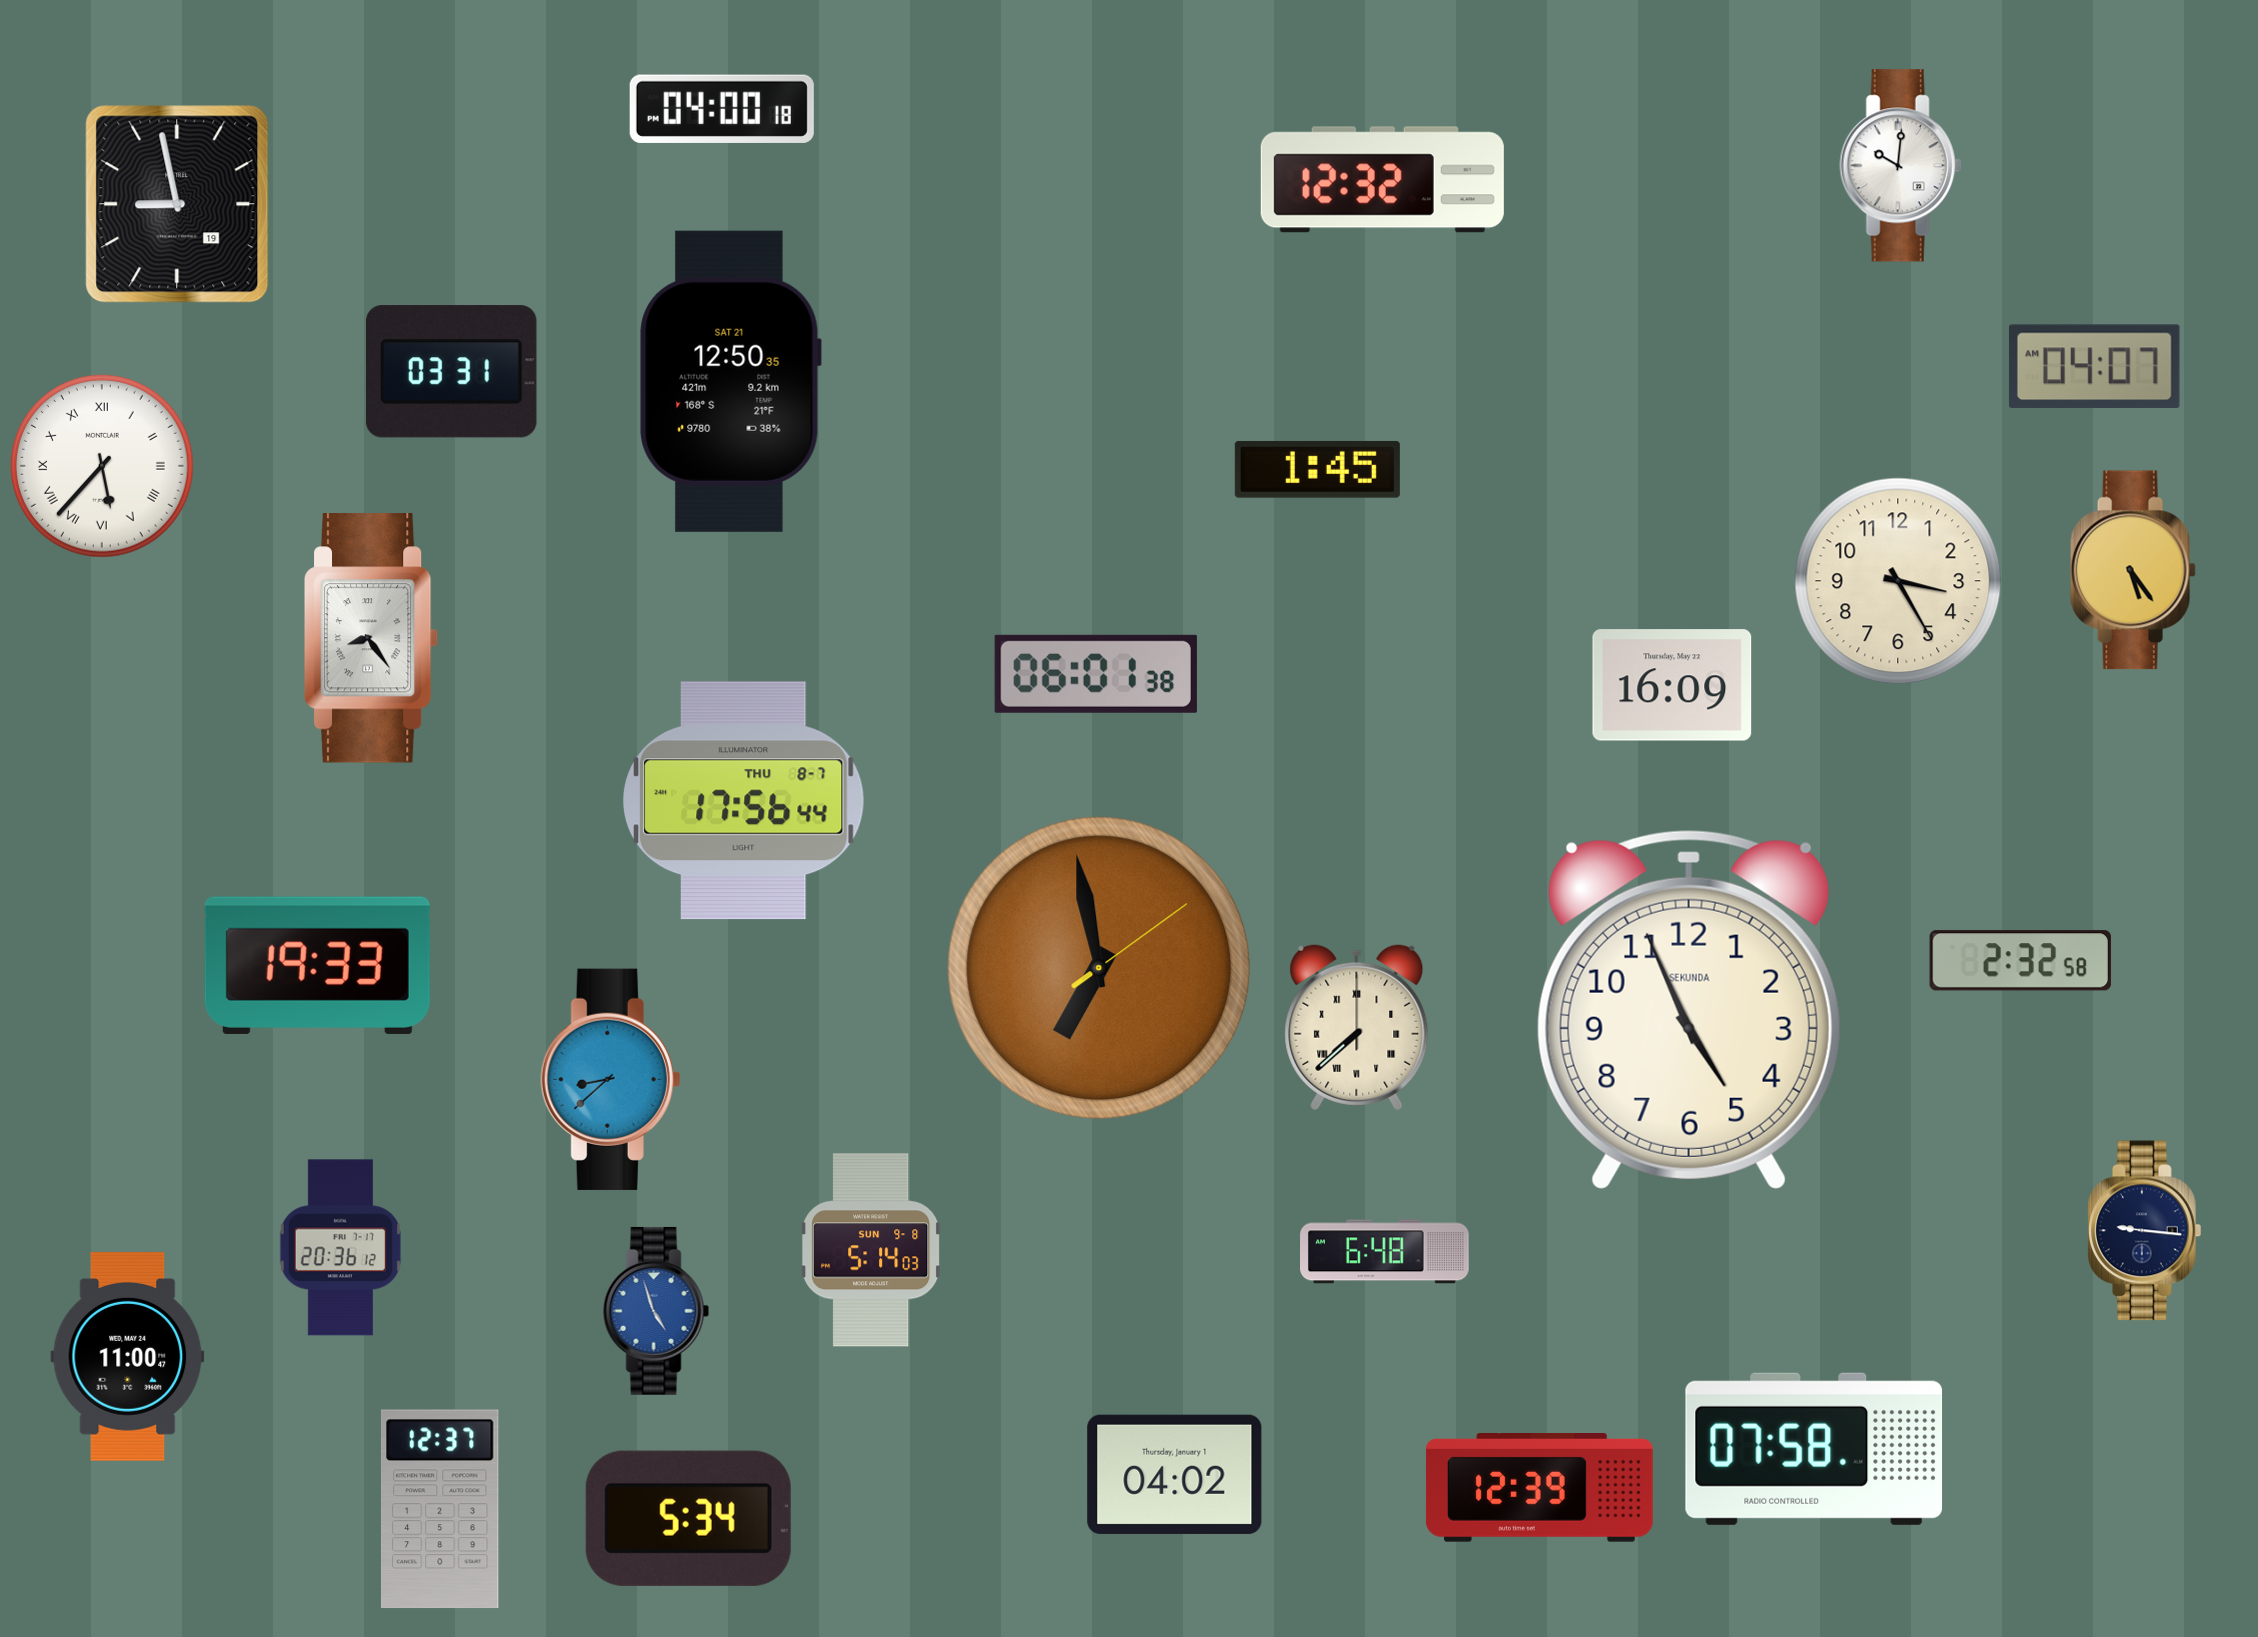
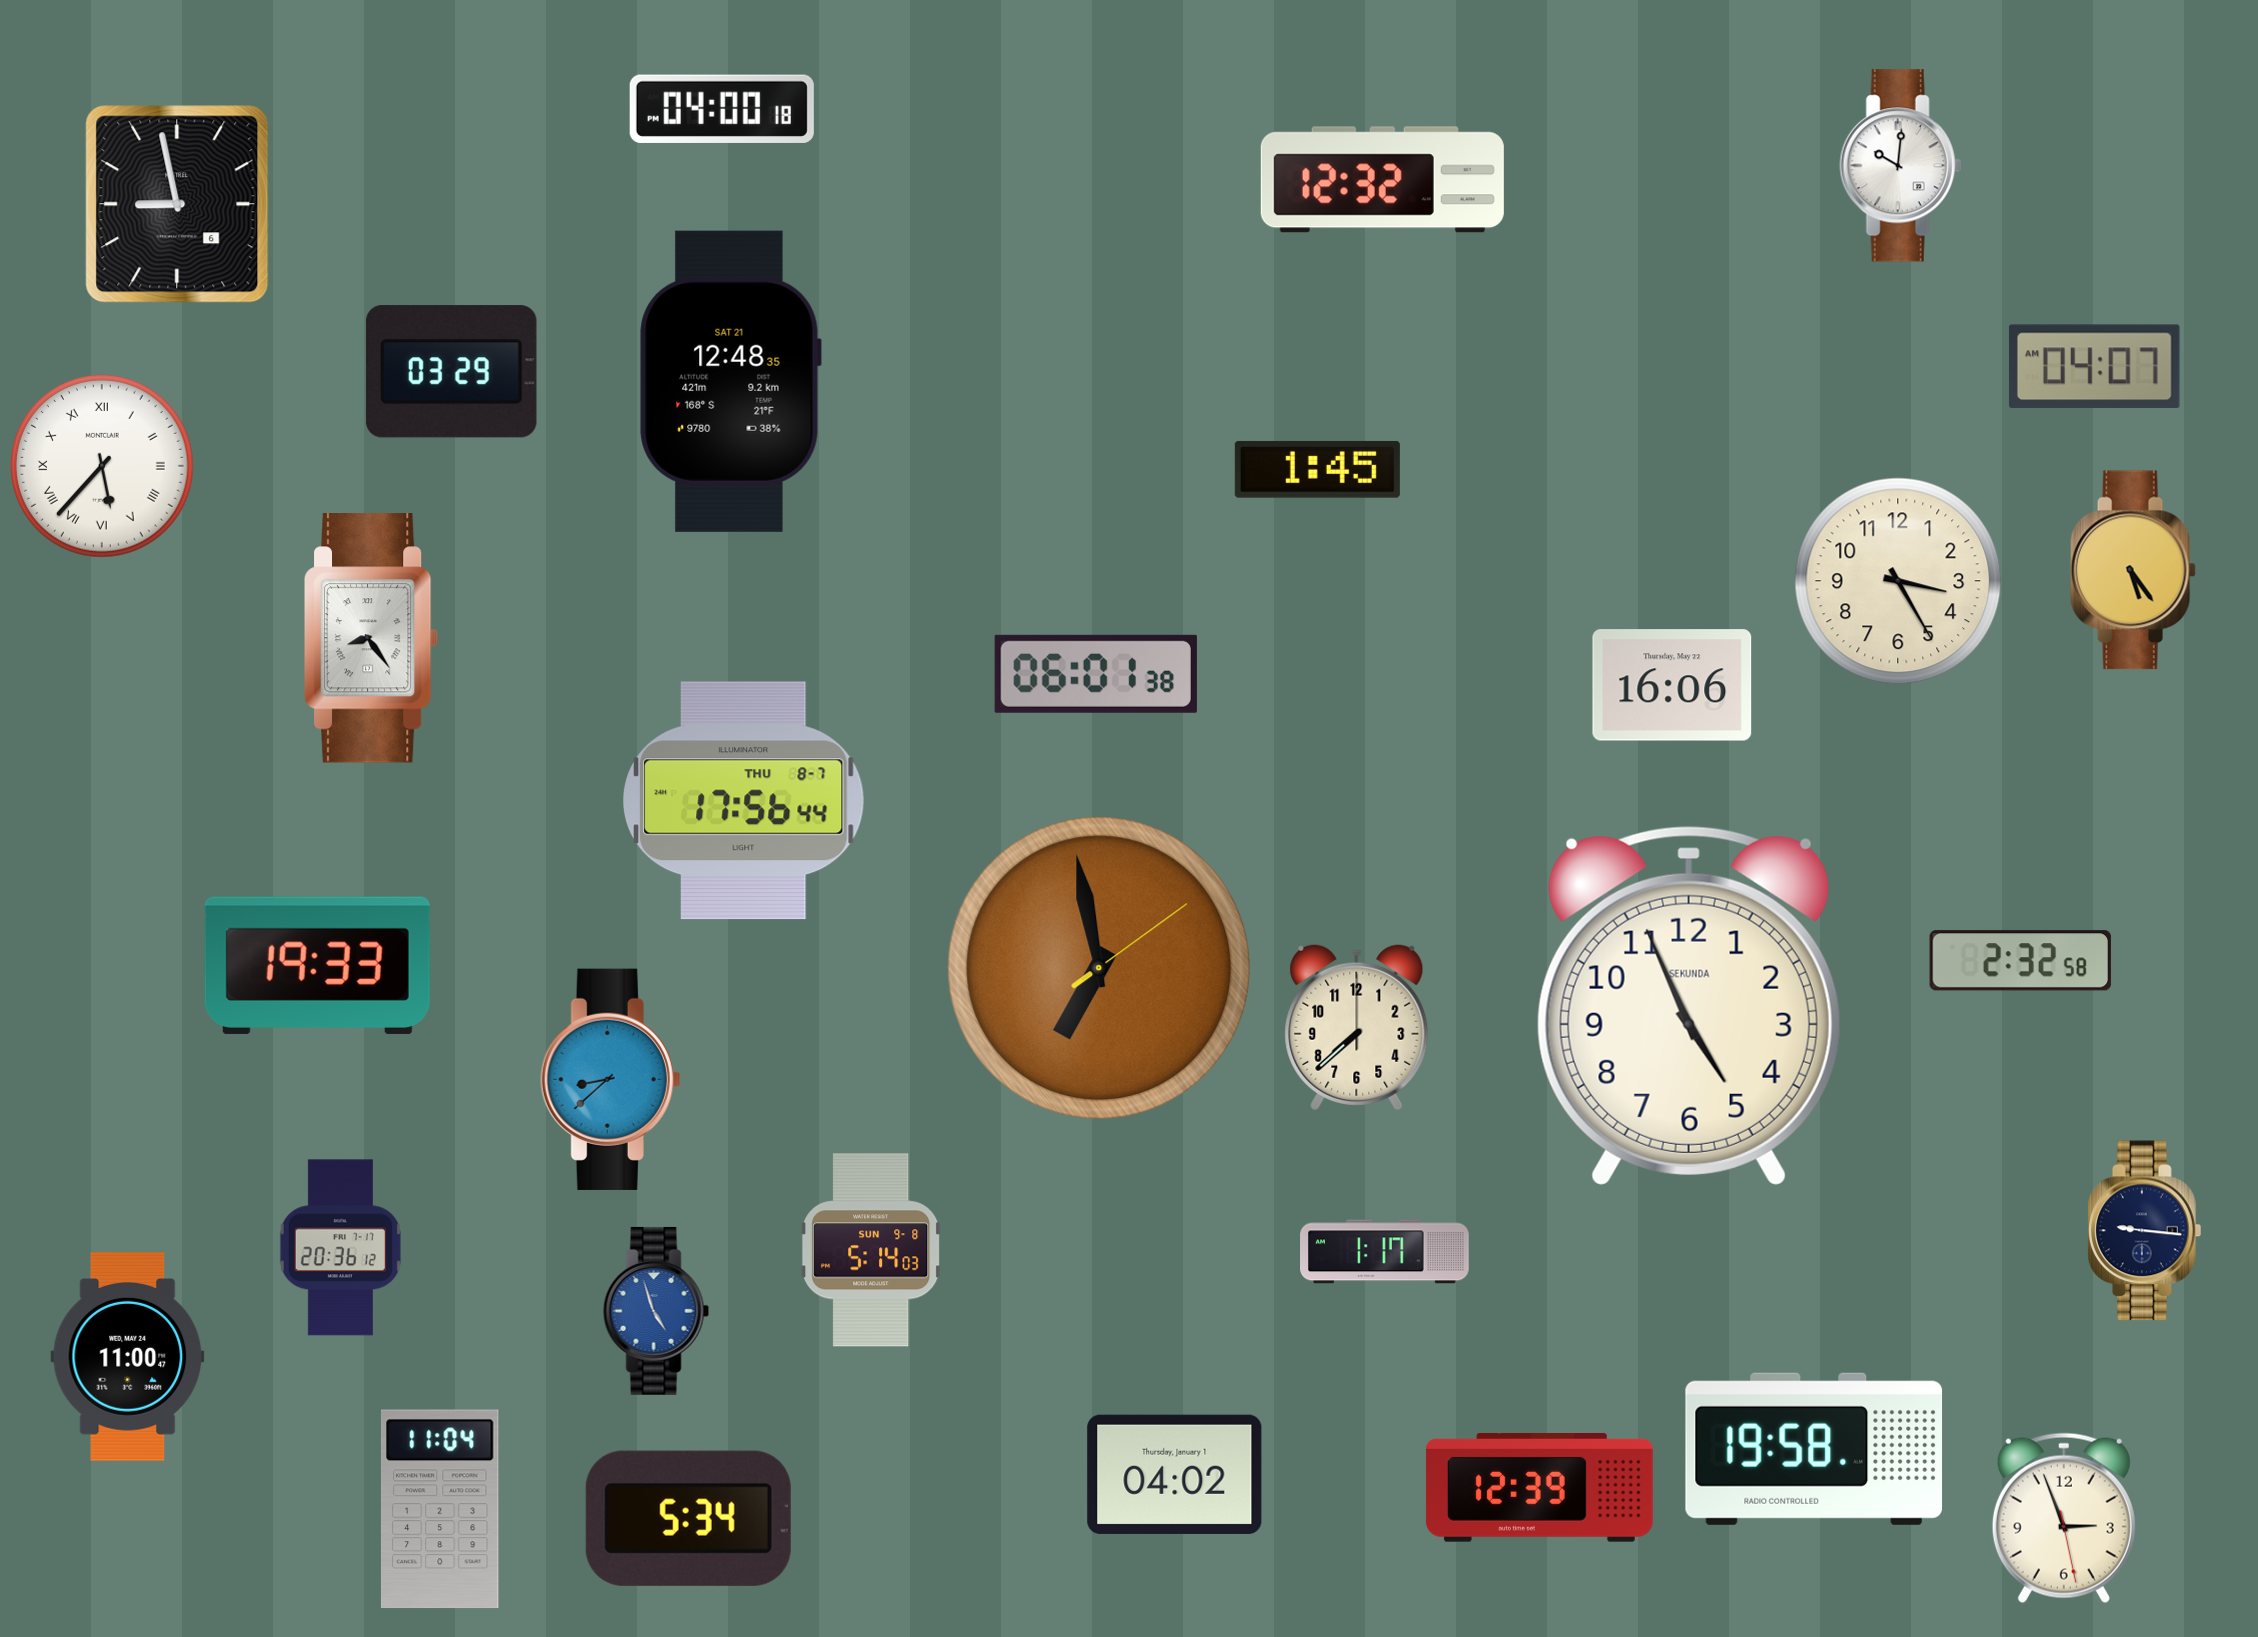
clock at (177, 204) date: 19 -> 6
clock at (451, 372): 03:31 -> 03:29
clock at (730, 381): 12:50 -> 12:48
clock at (1672, 685): 16:09 -> 16:06
clock at (1689, 1009) position: (1689, 1009) -> (1689, 1005)
clock at (1357, 1028) numerals: Roman -> Arabic
clock at (1385, 1252): 6:48 -> 1:17
clock at (1814, 1449): 07:58 -> 19:58
clock at (440, 1509): 12:37 -> 11:04
clock at (2064, 1518): none -> 2:56
